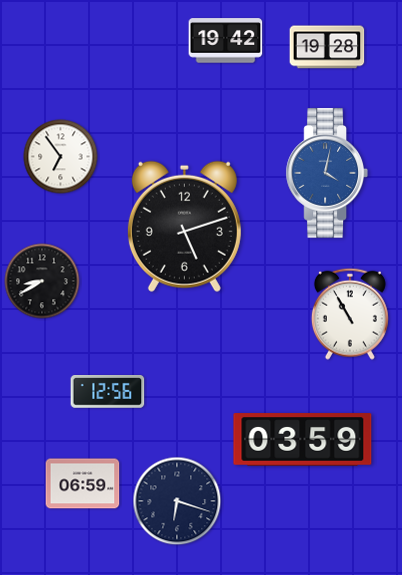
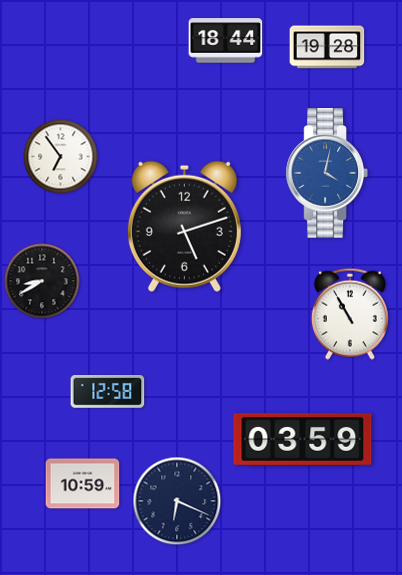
clock at (226, 41): 19:42 -> 18:44
clock at (108, 392): 12:56 -> 12:58
clock at (83, 484): 06:59 -> 10:59
clock at (177, 501): 6:18 -> 6:19
